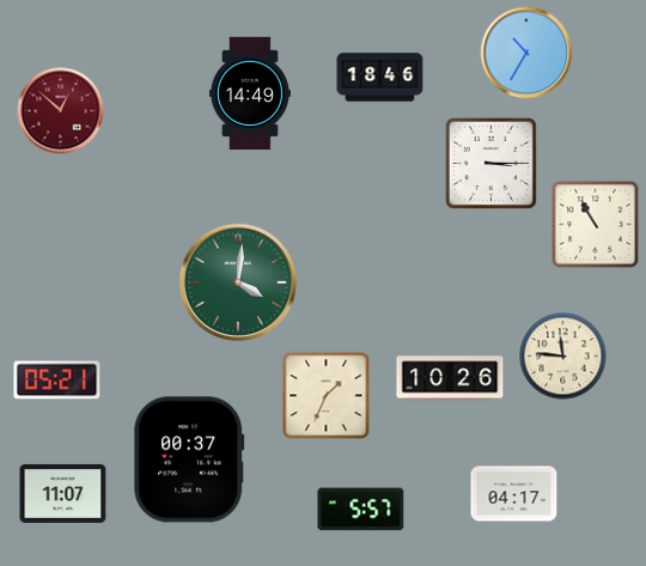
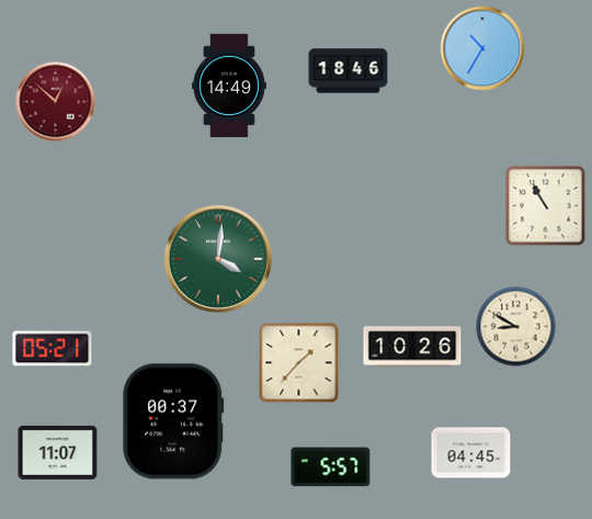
clock at (490, 163): 3:15 -> none
clock at (563, 357): 11:46 -> 8:50
clock at (327, 396): 1:34 -> 1:37
clock at (514, 494): 04:17 -> 04:45
